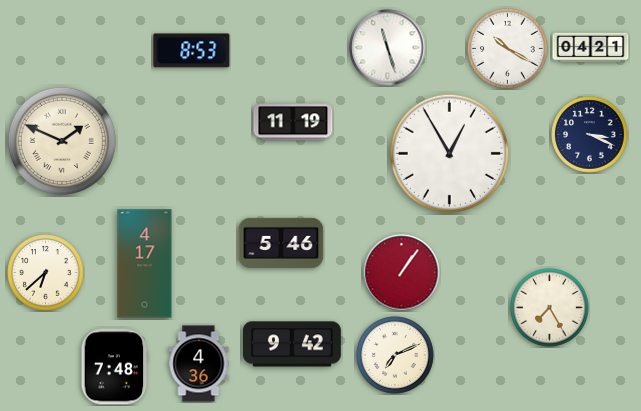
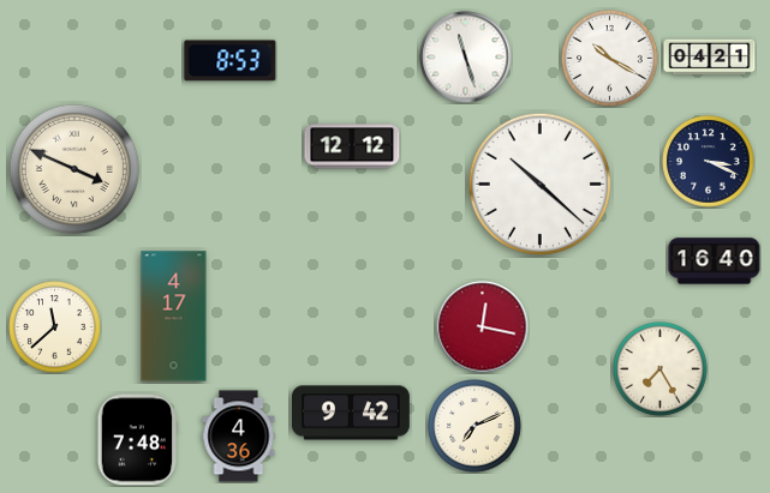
clock at (293, 122): 11:19 -> 12:12
clock at (62, 141): 1:49 -> 3:49
clock at (449, 153): 12:55 -> 10:22
clock at (715, 261): none -> 16:40
clock at (281, 243): 5:46 -> none
clock at (46, 273): 6:38 -> 11:38
clock at (402, 273): 1:06 -> 12:17
